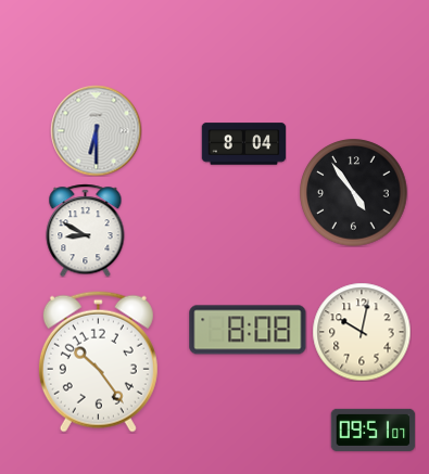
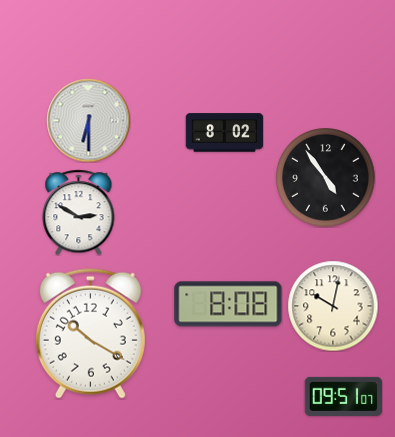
clock at (243, 144): 8:04 -> 8:02
clock at (86, 230): 8:50 -> 2:50
clock at (98, 361): 10:24 -> 10:20
